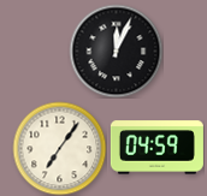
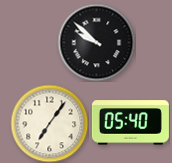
clock at (116, 51): 12:04 -> 9:52
clock at (156, 148): 04:59 -> 05:40
